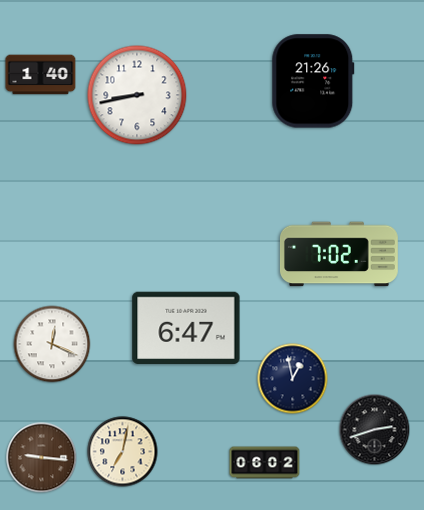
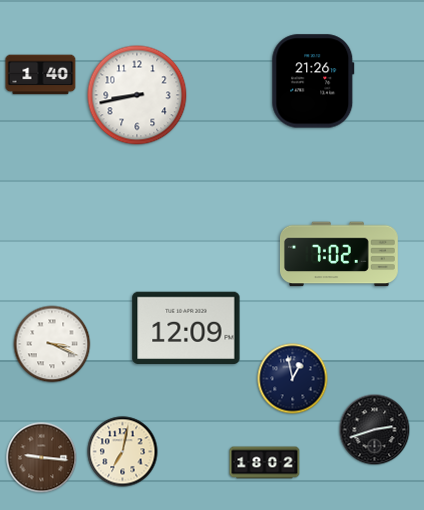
clock at (186, 327): 6:47 -> 12:09
clock at (52, 344): 12:19 -> 3:19
clock at (265, 463): 06:02 -> 18:02
